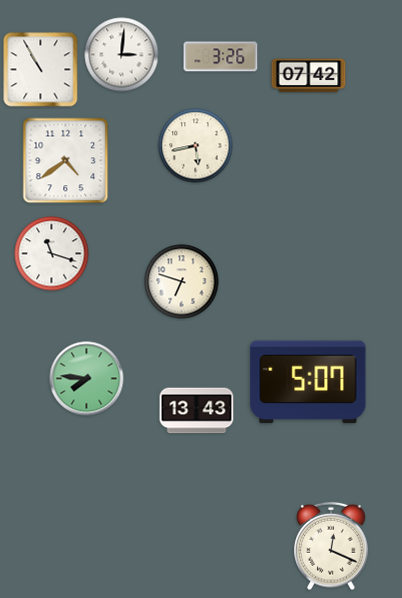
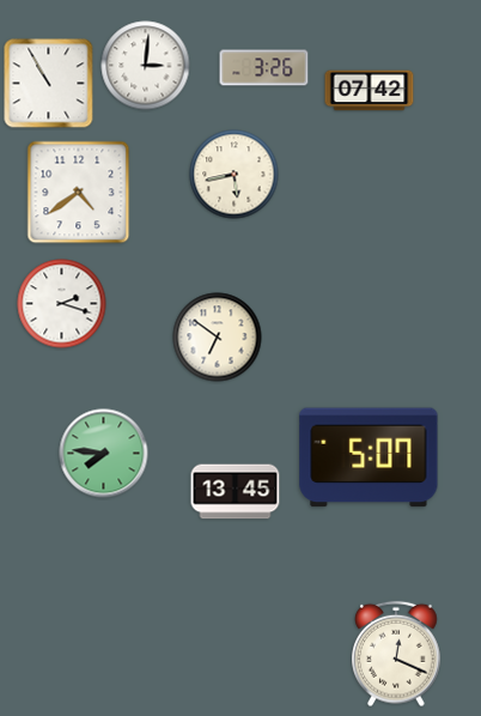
clock at (52, 254): 11:18 -> 2:18
clock at (182, 282): 6:48 -> 6:51
clock at (197, 411): 13:43 -> 13:45
